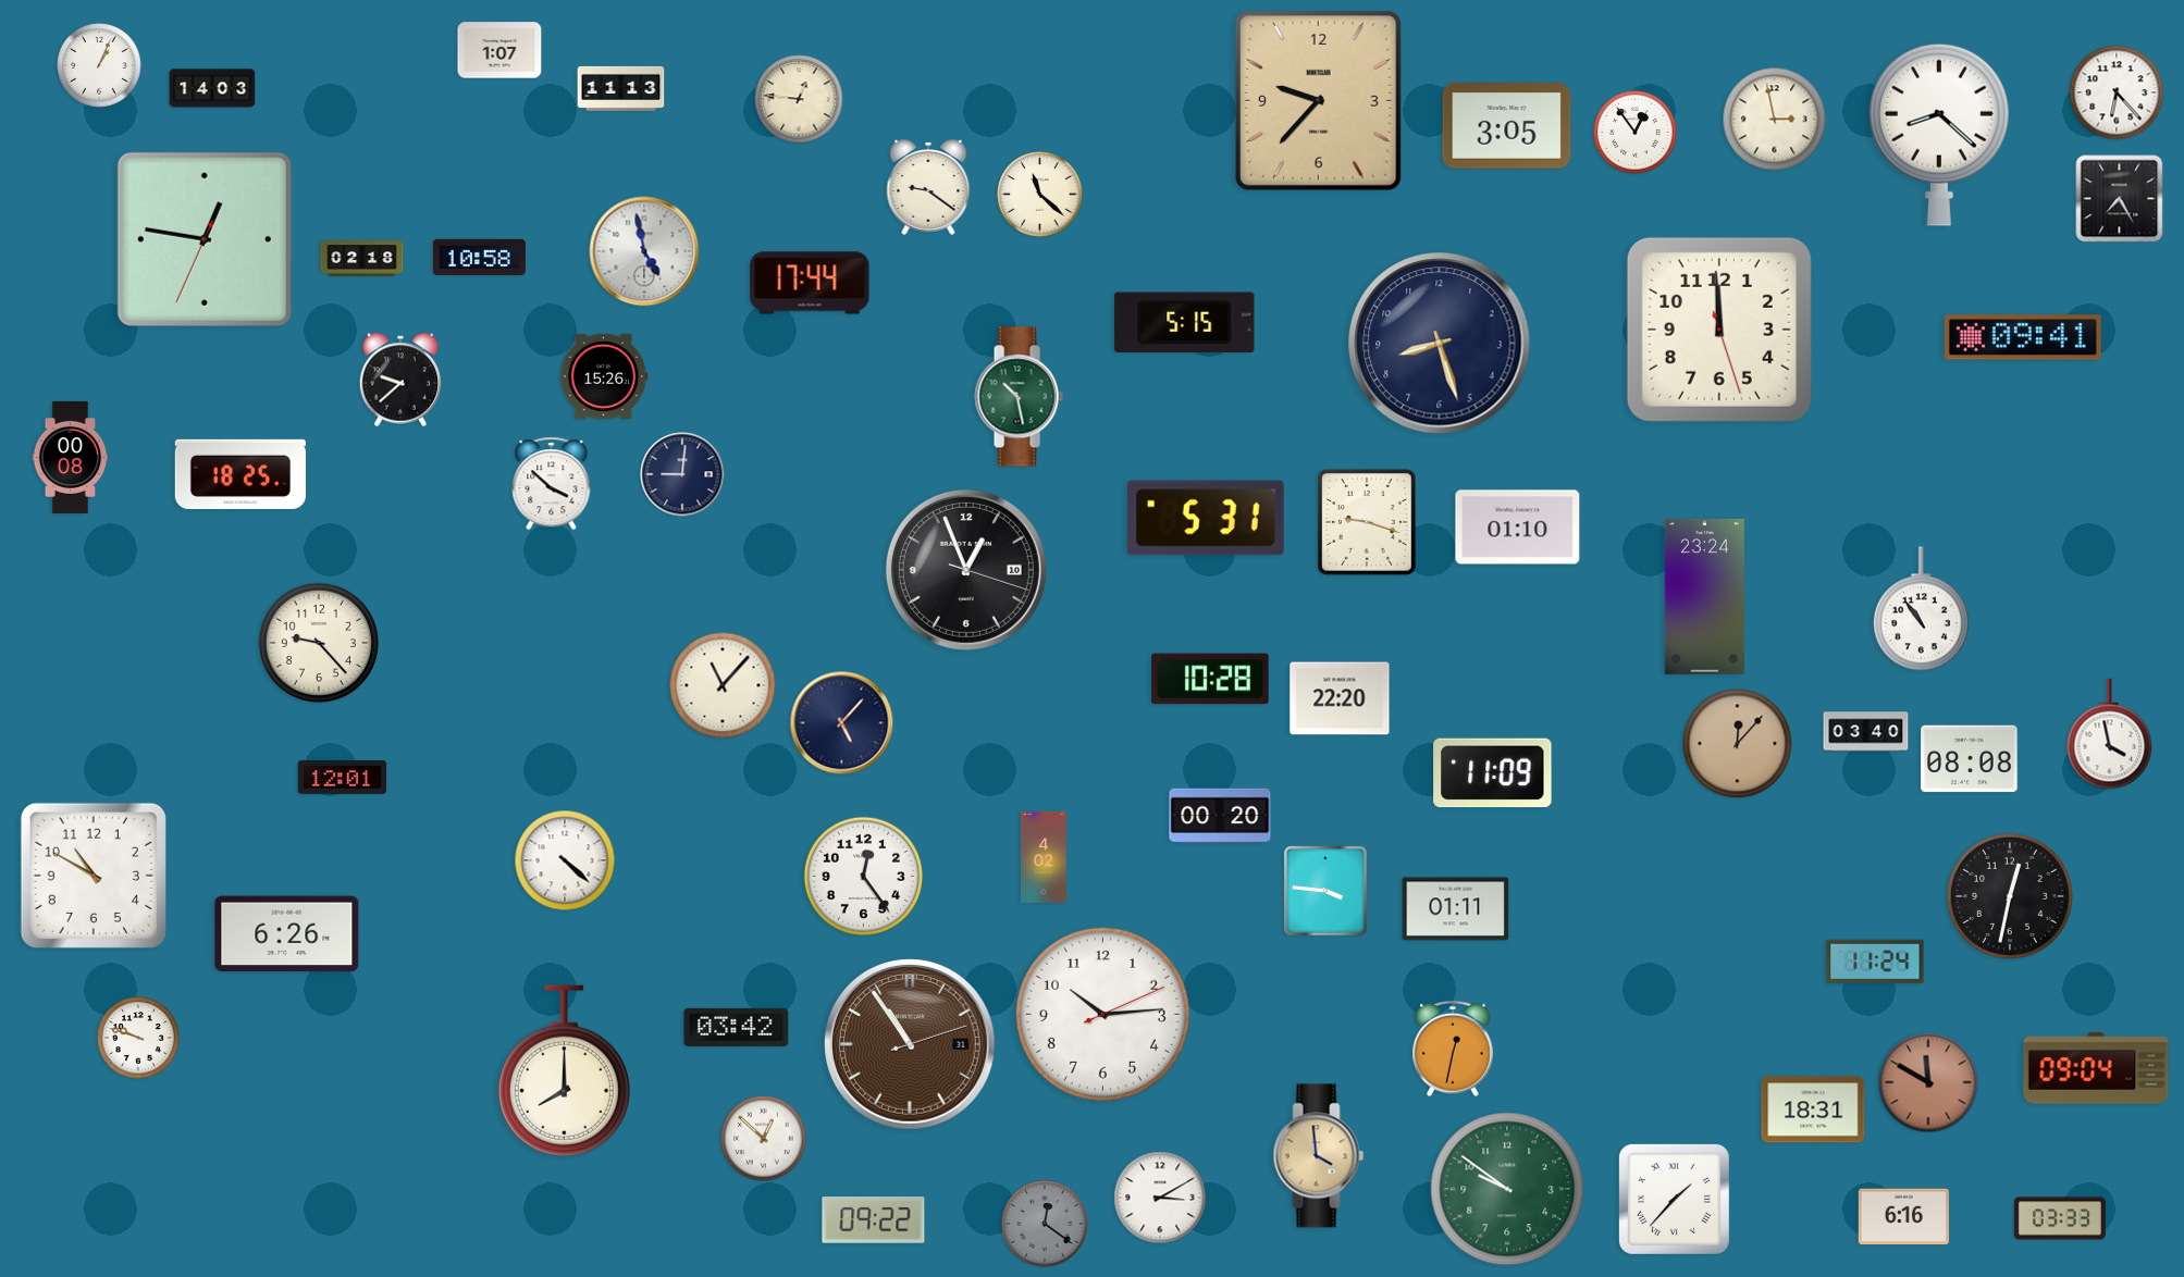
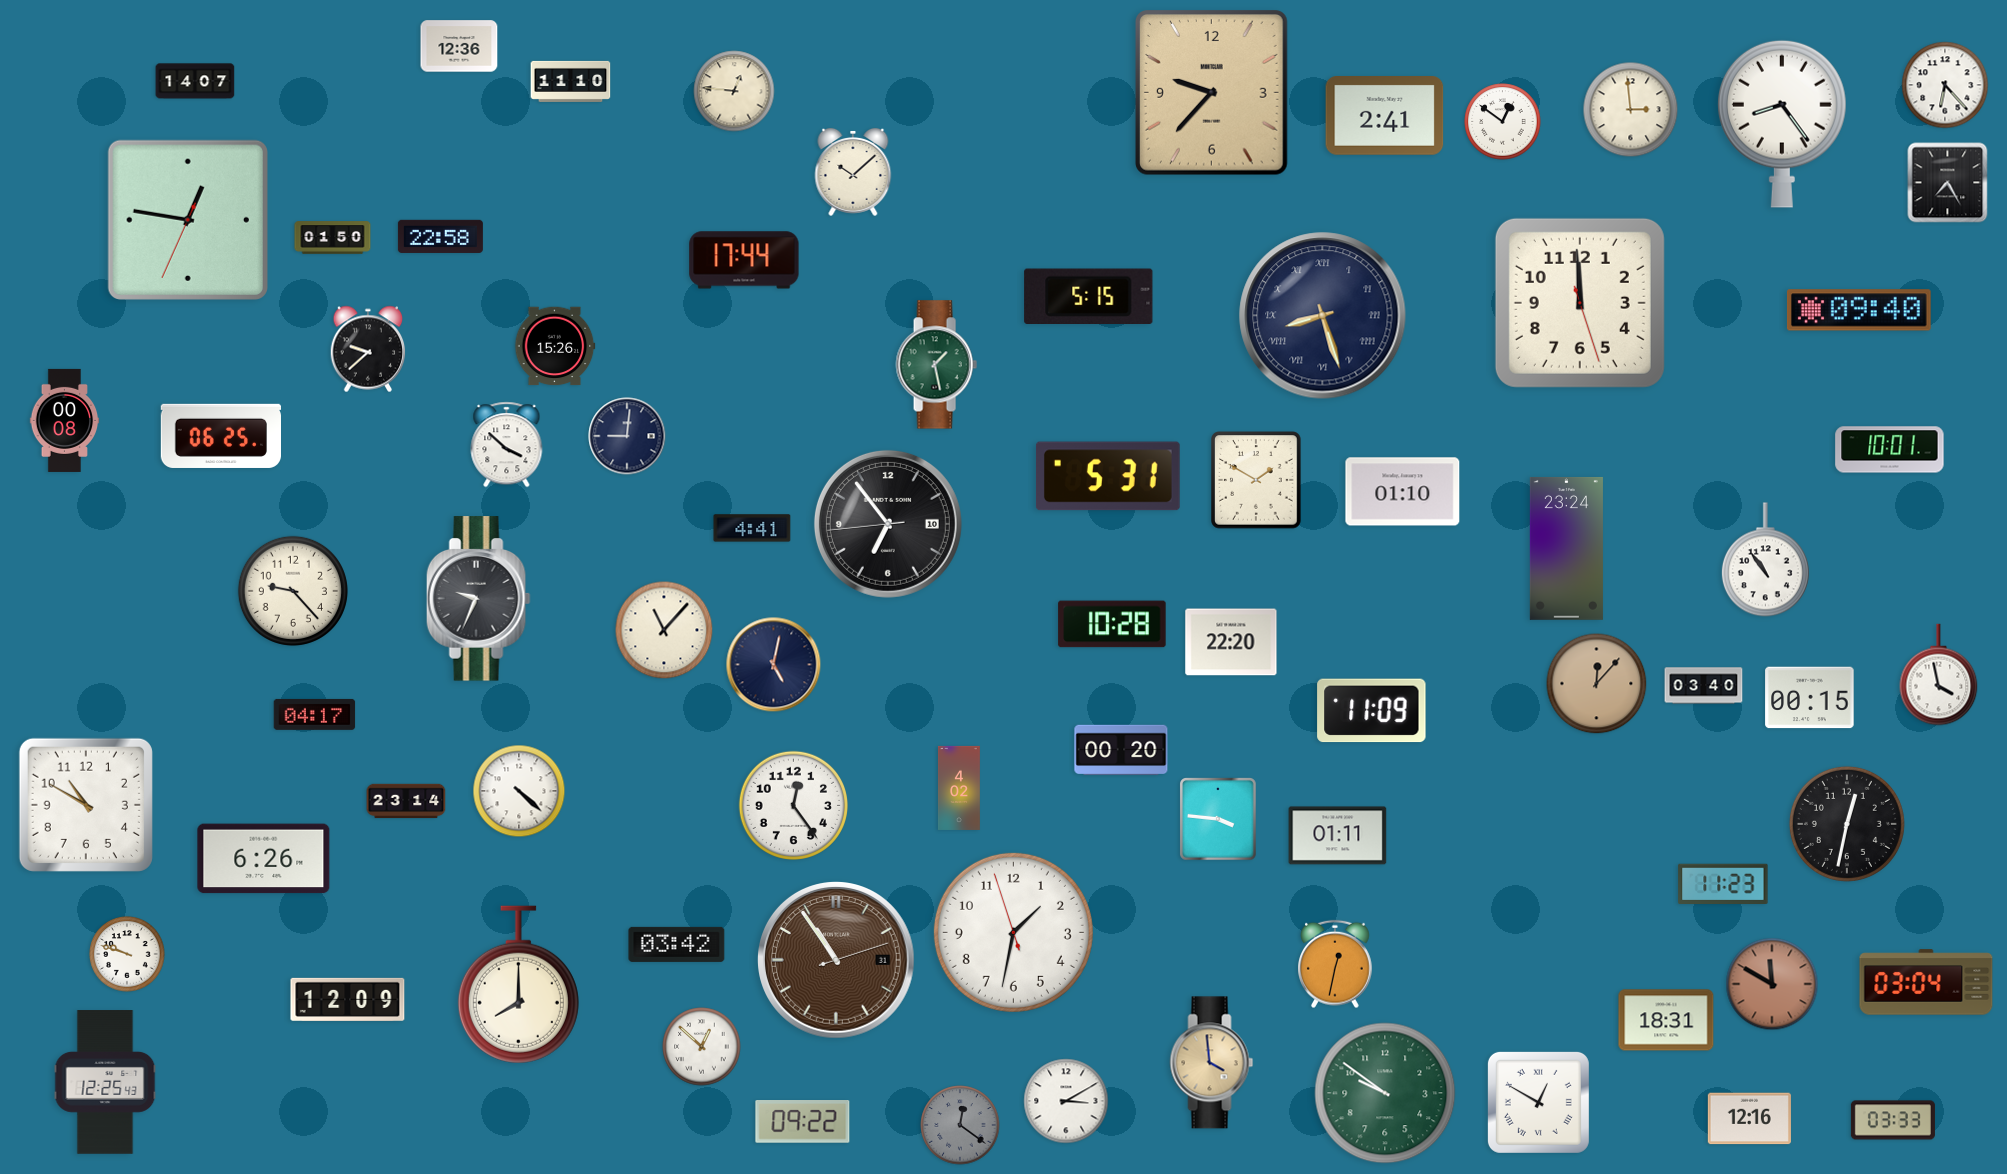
clock at (499, 50): 1:07 -> 12:36
clock at (99, 65): 1:04 -> none
clock at (212, 88): 14:03 -> 14:07
clock at (621, 88): 11:13 -> 11:10
clock at (1775, 120): 2:58 -> 2:59
clock at (1507, 126): 3:05 -> 2:41
clock at (1636, 133): 12:54 -> 12:51
clock at (1939, 135): 8:22 -> 8:24
clock at (928, 187): 9:21 -> 10:08
clock at (1040, 195): 11:22 -> none
clock at (644, 251): 4:58 -> none
clock at (479, 257): 10:58 -> 22:58
clock at (362, 259): 02:18 -> 01:50
clock at (2023, 337): 09:41 -> 09:40
clock at (1440, 344) numerals: Arabic -> Roman
clock at (1019, 397): 10:28 -> 1:28
clock at (239, 474): 18:25 -> 06:25
clock at (1890, 450): none -> 10:01
clock at (1367, 522): 9:18 -> 1:50
clock at (1518, 528) position: (1518, 528) -> (1403, 492)
clock at (966, 570): 12:56 -> 6:53
clock at (752, 528): none -> 4:41
clock at (478, 599): none -> 9:34
clock at (842, 723): 5:07 -> 5:02
clock at (1866, 732) position: (1866, 732) -> (1704, 686)
clock at (1970, 759): 08:08 -> 00:15
clock at (343, 777): 12:01 -> 04:17
clock at (406, 801): none -> 23:14
clock at (1875, 960): 11:24 -> 11:23
clock at (1102, 1014): 10:14 -> 1:31
clock at (2096, 1068): 09:04 -> 03:04
clock at (1928, 1082) position: (1928, 1082) -> (1772, 984)
clock at (348, 999): none -> 12:09
clock at (105, 1082): none -> 12:25
clock at (1674, 1199): 1:37 -> 12:50
clock at (1903, 1217): 6:16 -> 12:16
